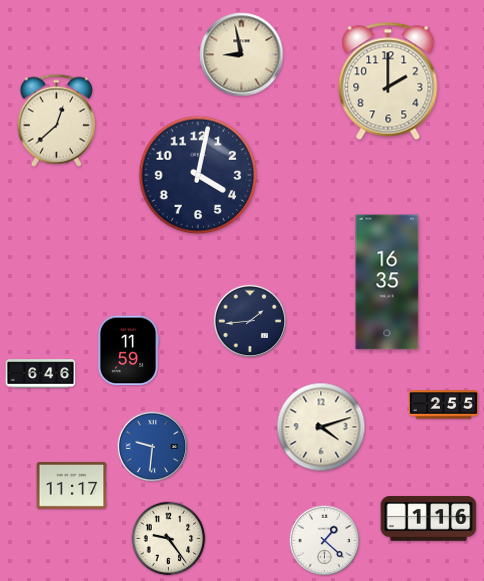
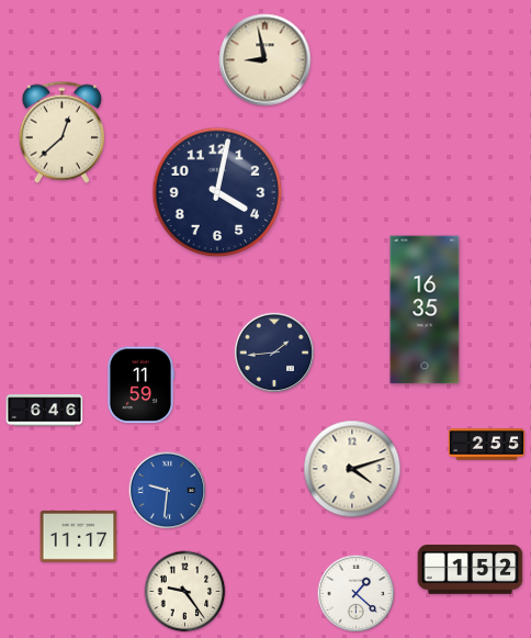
clock at (388, 81): 2:00 -> none
clock at (72, 485) position: (72, 485) -> (79, 536)
clock at (429, 519): 1:16 -> 1:52
